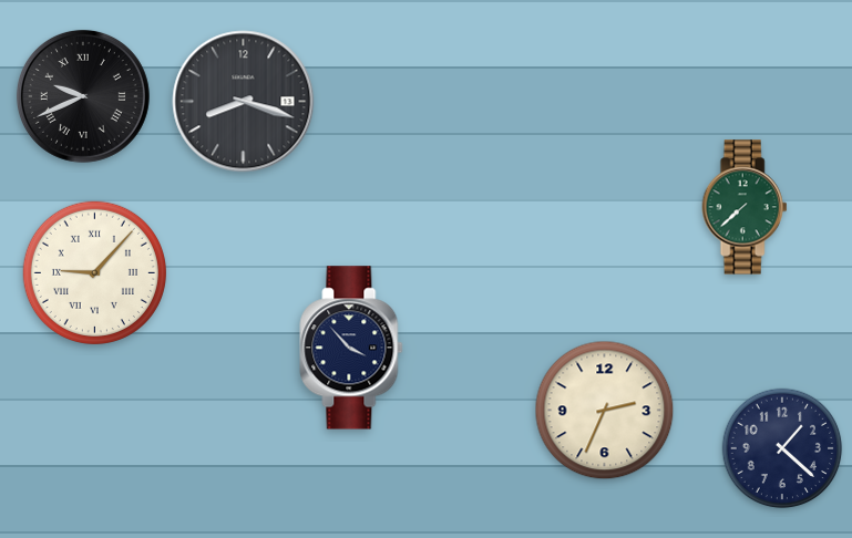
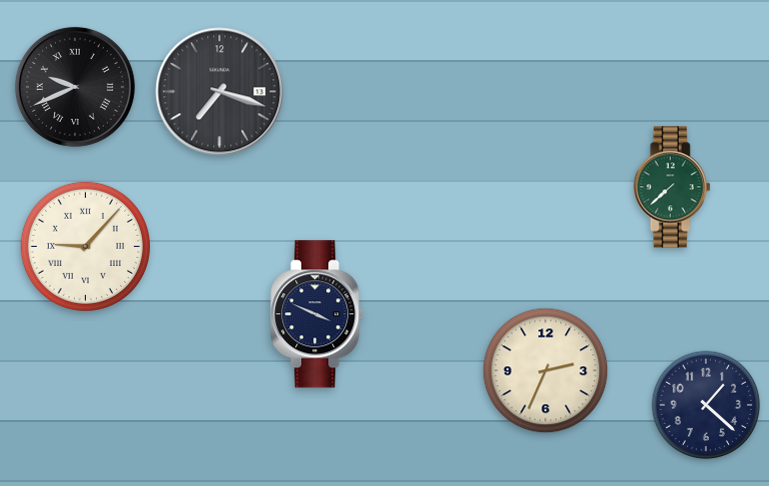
clock at (244, 102): 8:18 -> 7:18
clock at (351, 348): 3:53 -> 3:49
